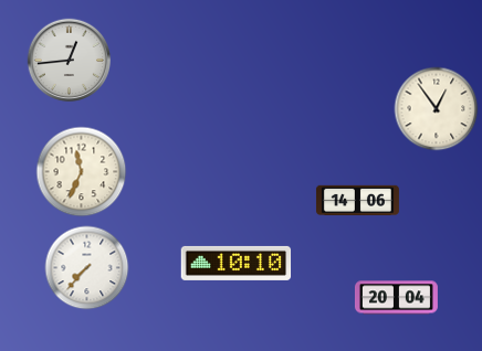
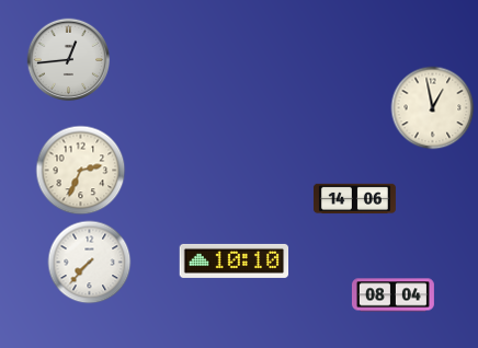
clock at (437, 109): 12:54 -> 12:58
clock at (82, 172): 11:34 -> 2:34
clock at (87, 268) position: (87, 268) -> (90, 263)
clock at (396, 298): 20:04 -> 08:04
